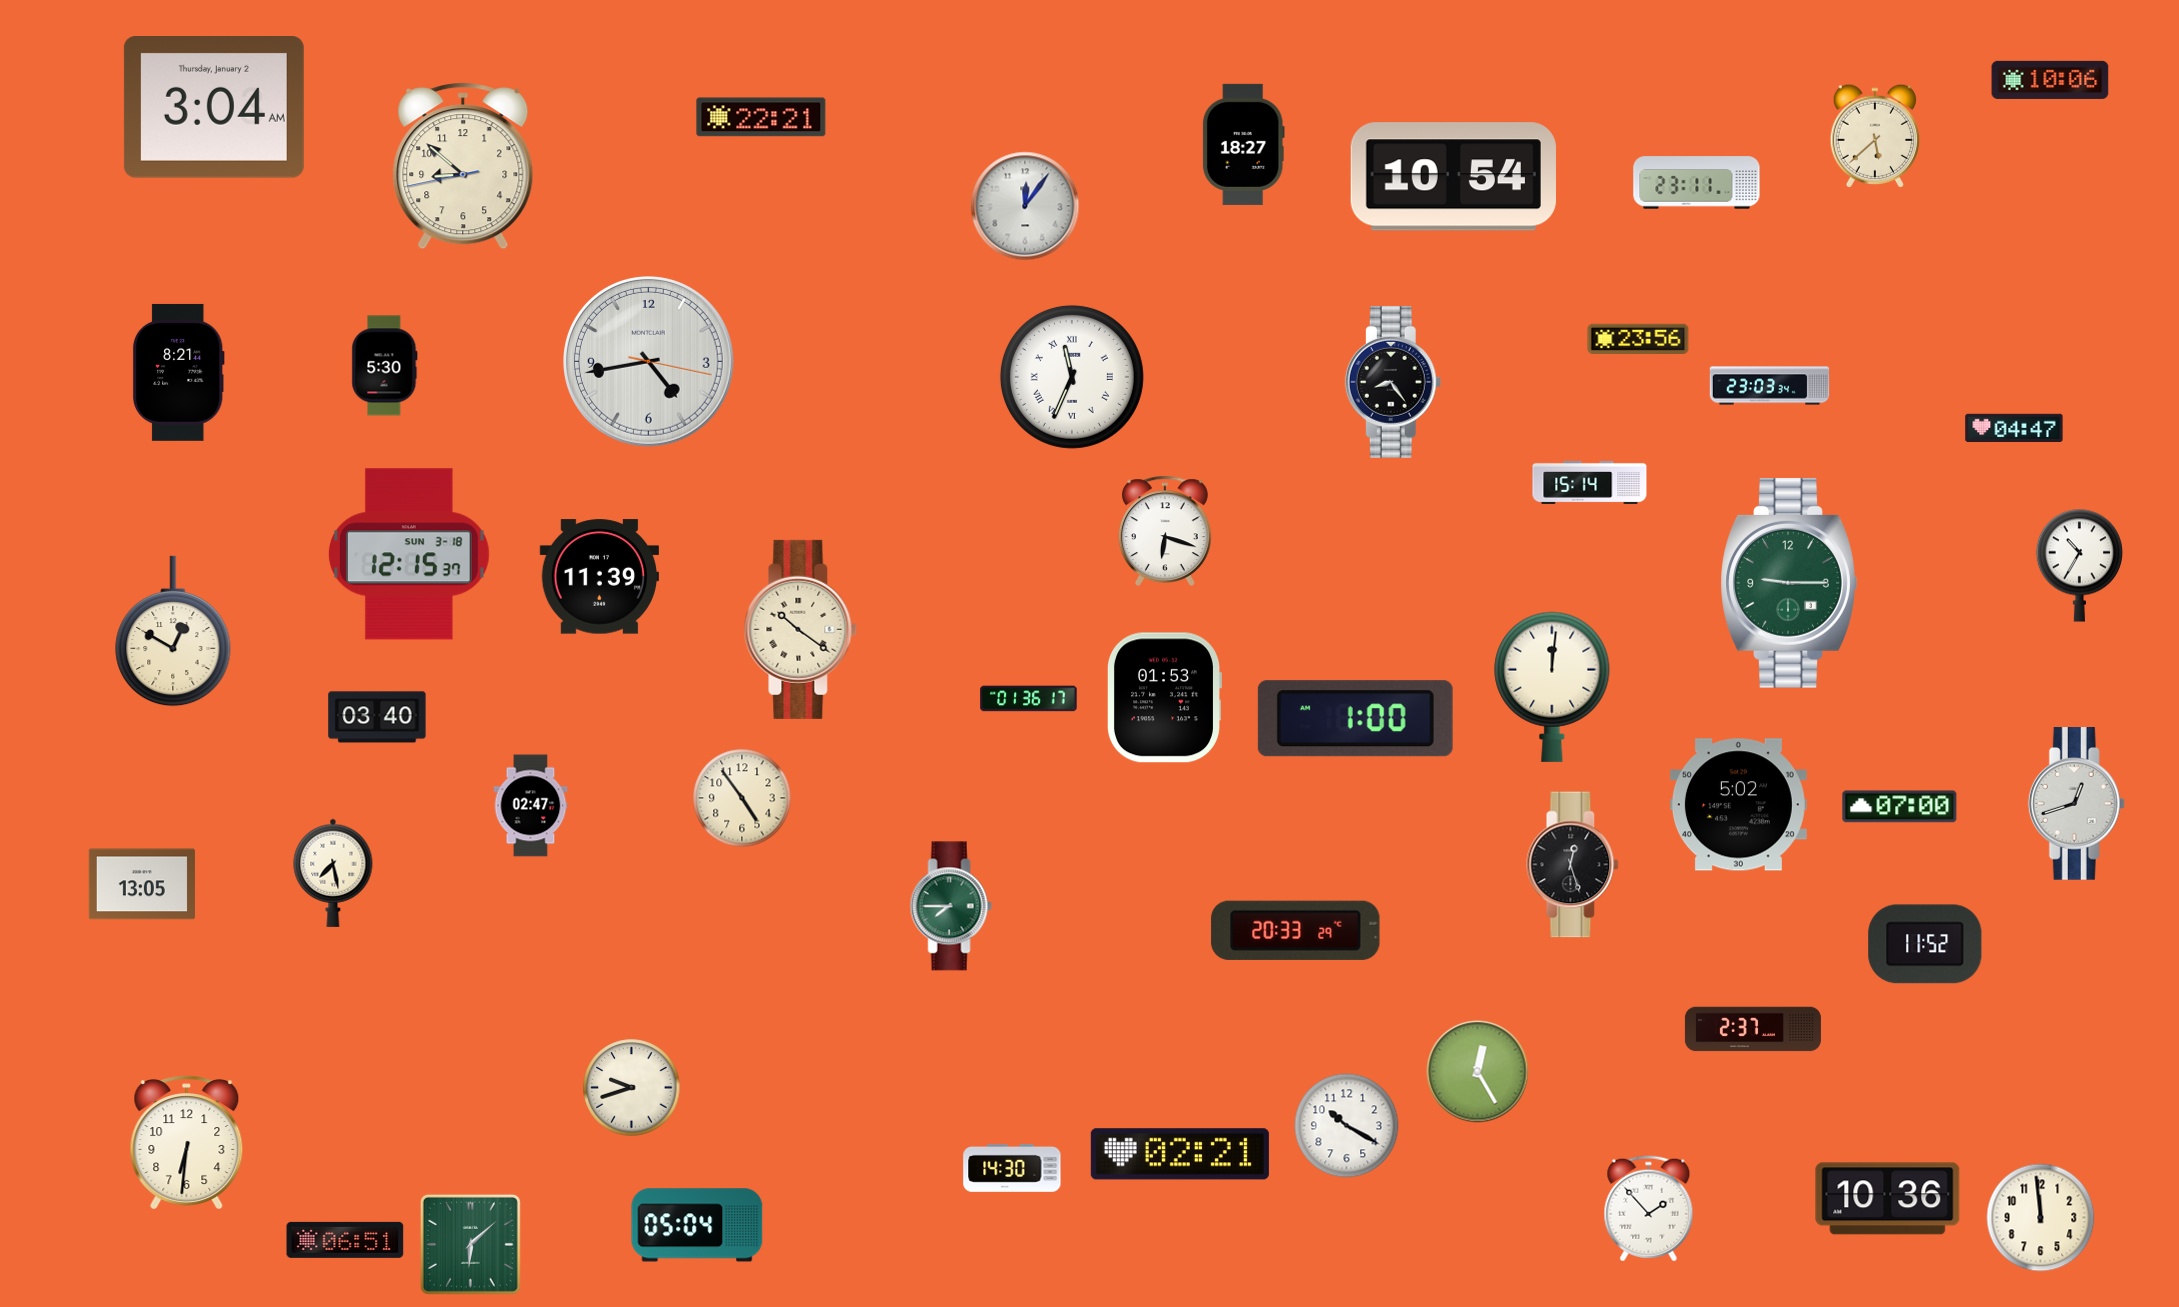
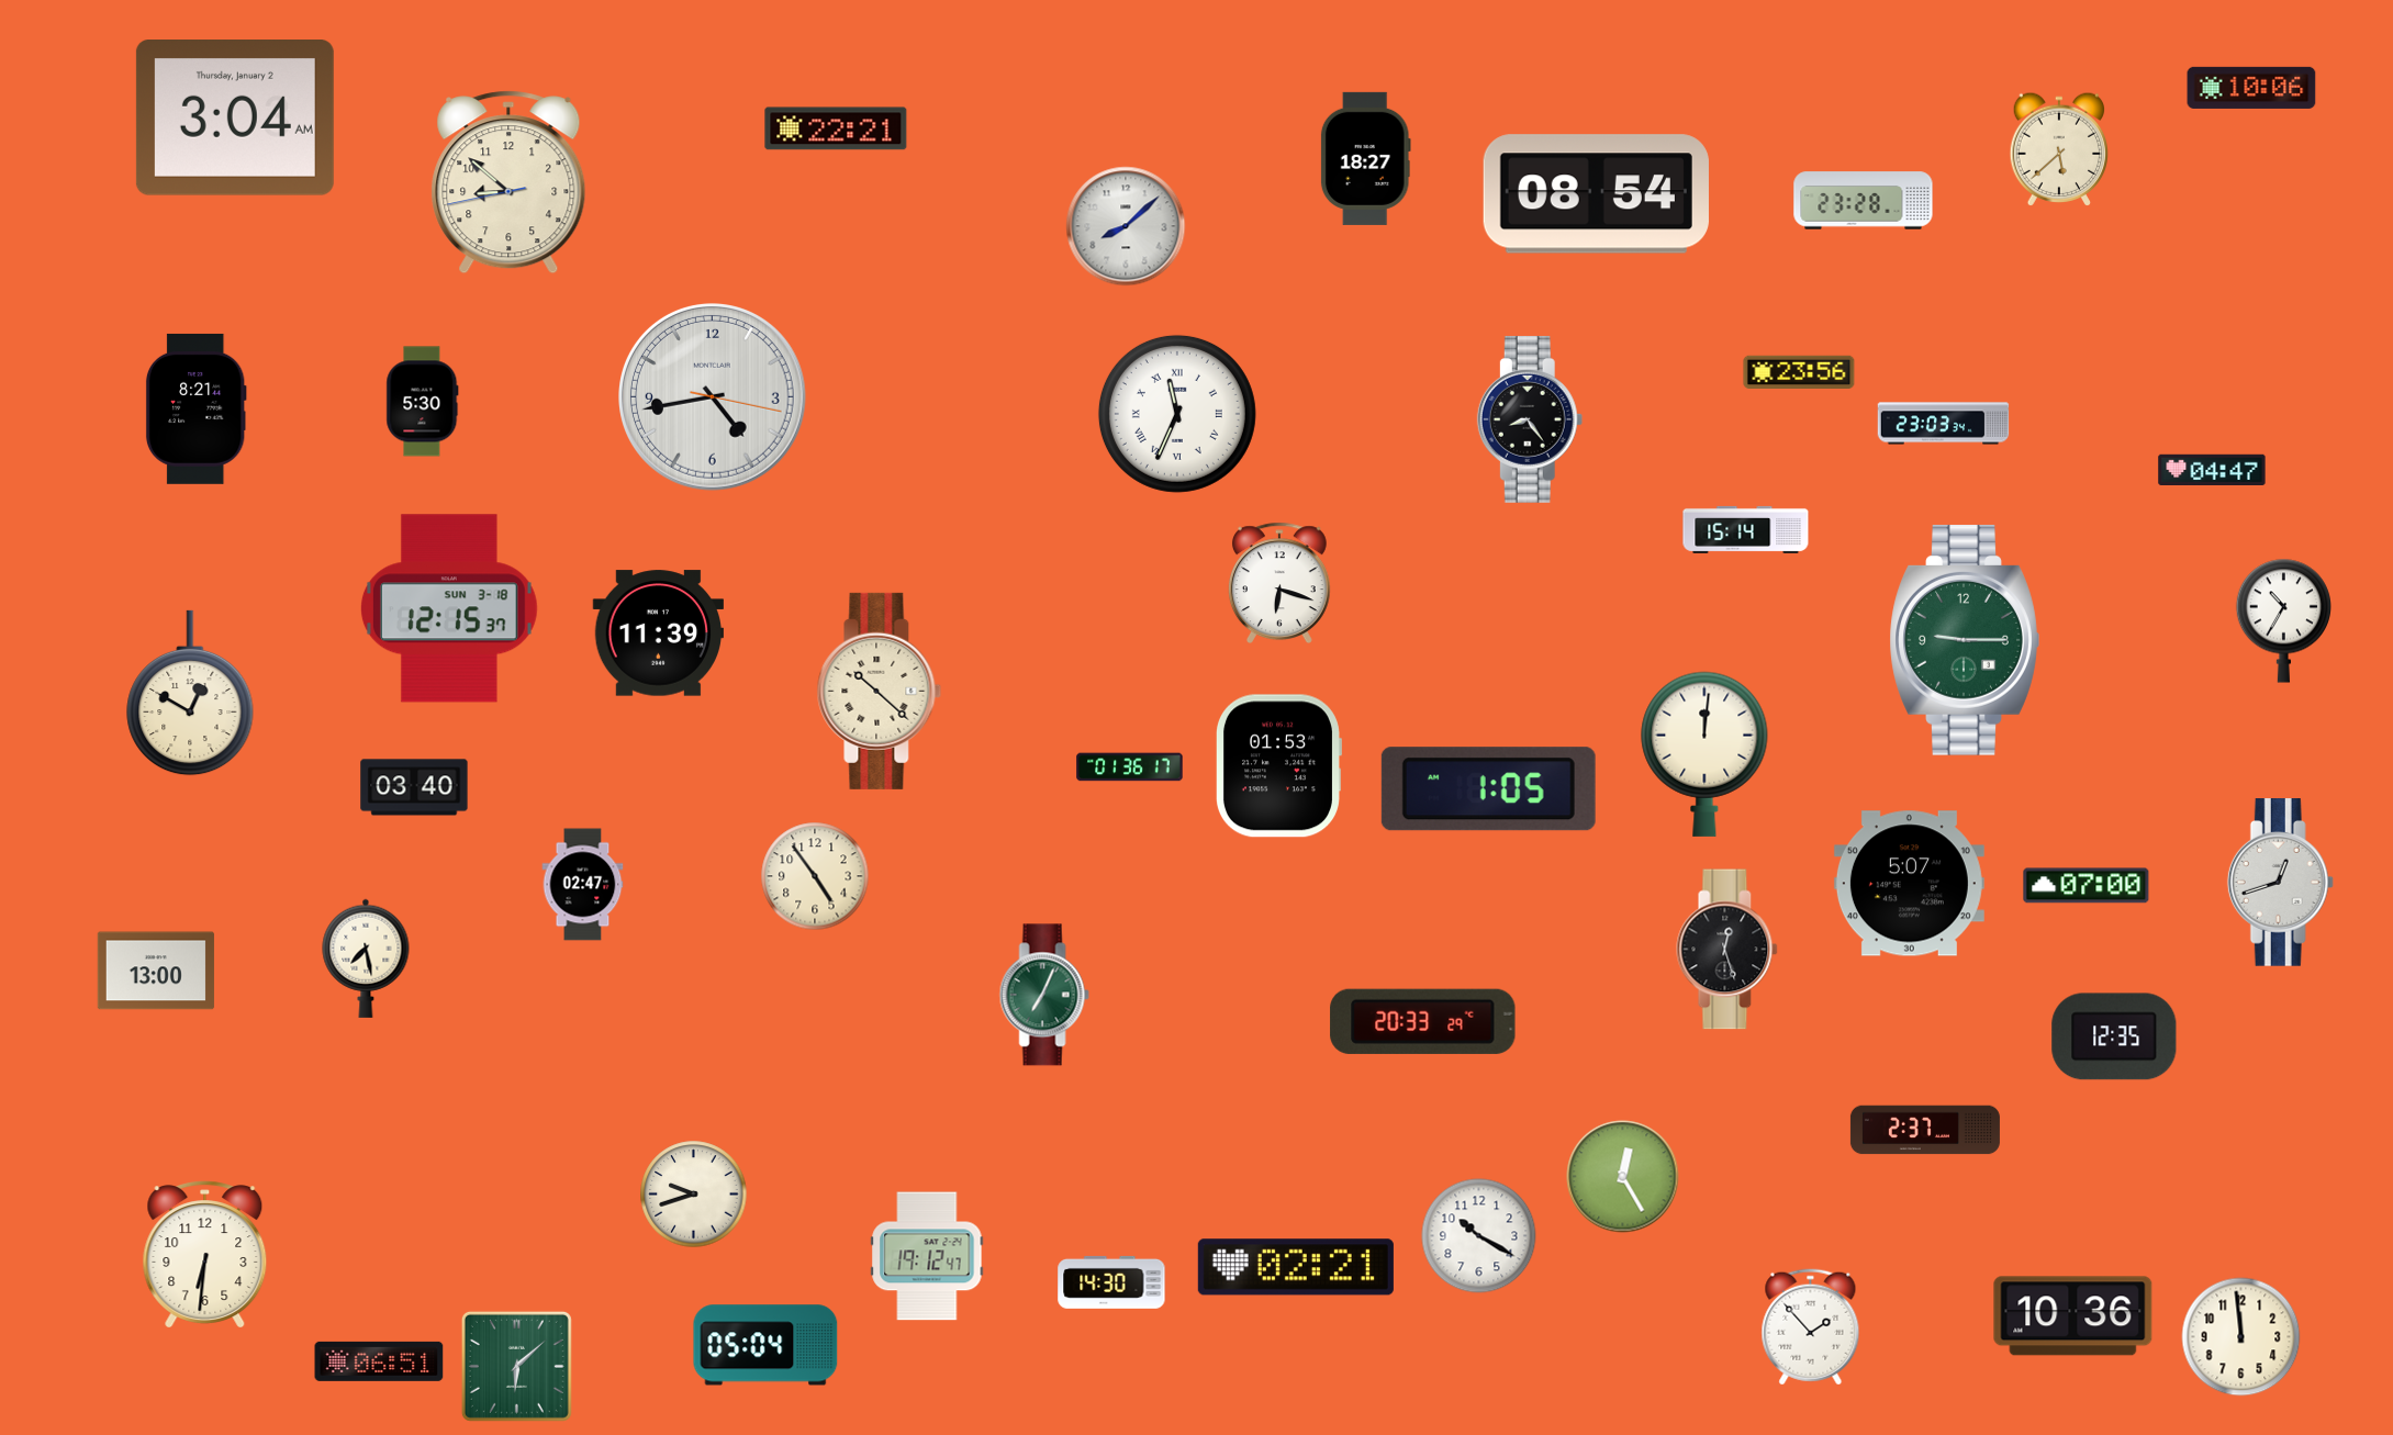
clock at (1453, 177): 10:54 -> 08:54
clock at (1697, 183): 23:11 -> 23:28
clock at (1025, 206): 12:06 -> 8:08
clock at (801, 629): 10:21 -> 10:22
clock at (1355, 719): 1:00 -> 1:05
clock at (1738, 805): 5:02 -> 5:07
clock at (142, 884): 13:05 -> 13:00
clock at (951, 906): 7:45 -> 7:04
clock at (1925, 944): 11:52 -> 12:35
clock at (927, 1256): none -> 19:12
